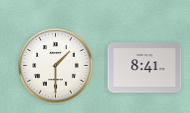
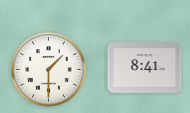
clock at (56, 66) position: (56, 66) -> (49, 70)
